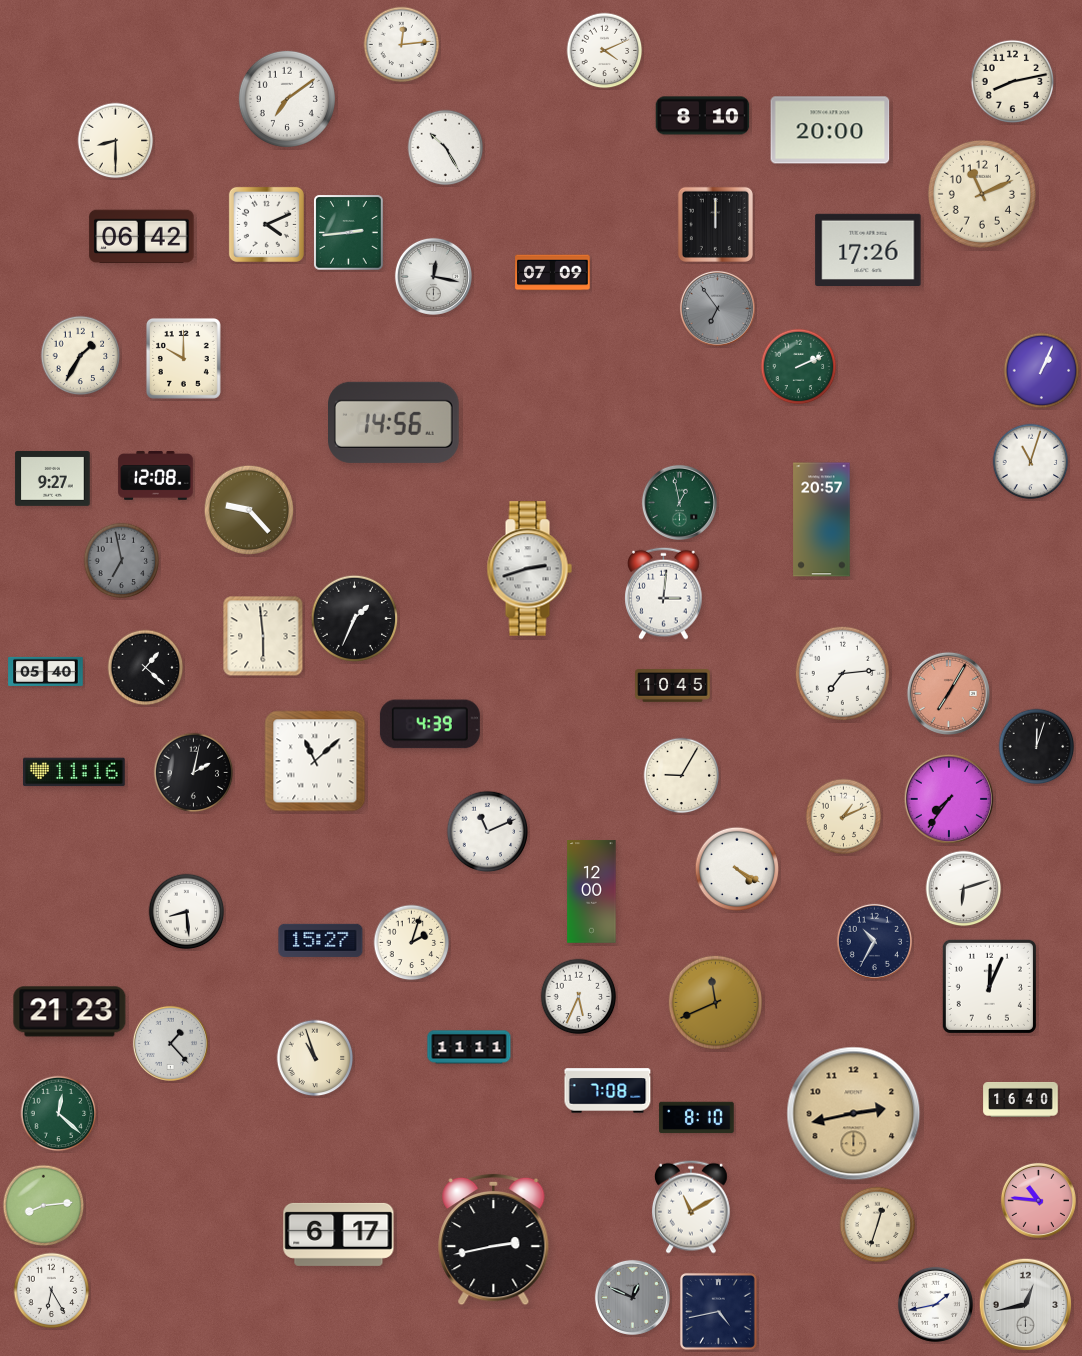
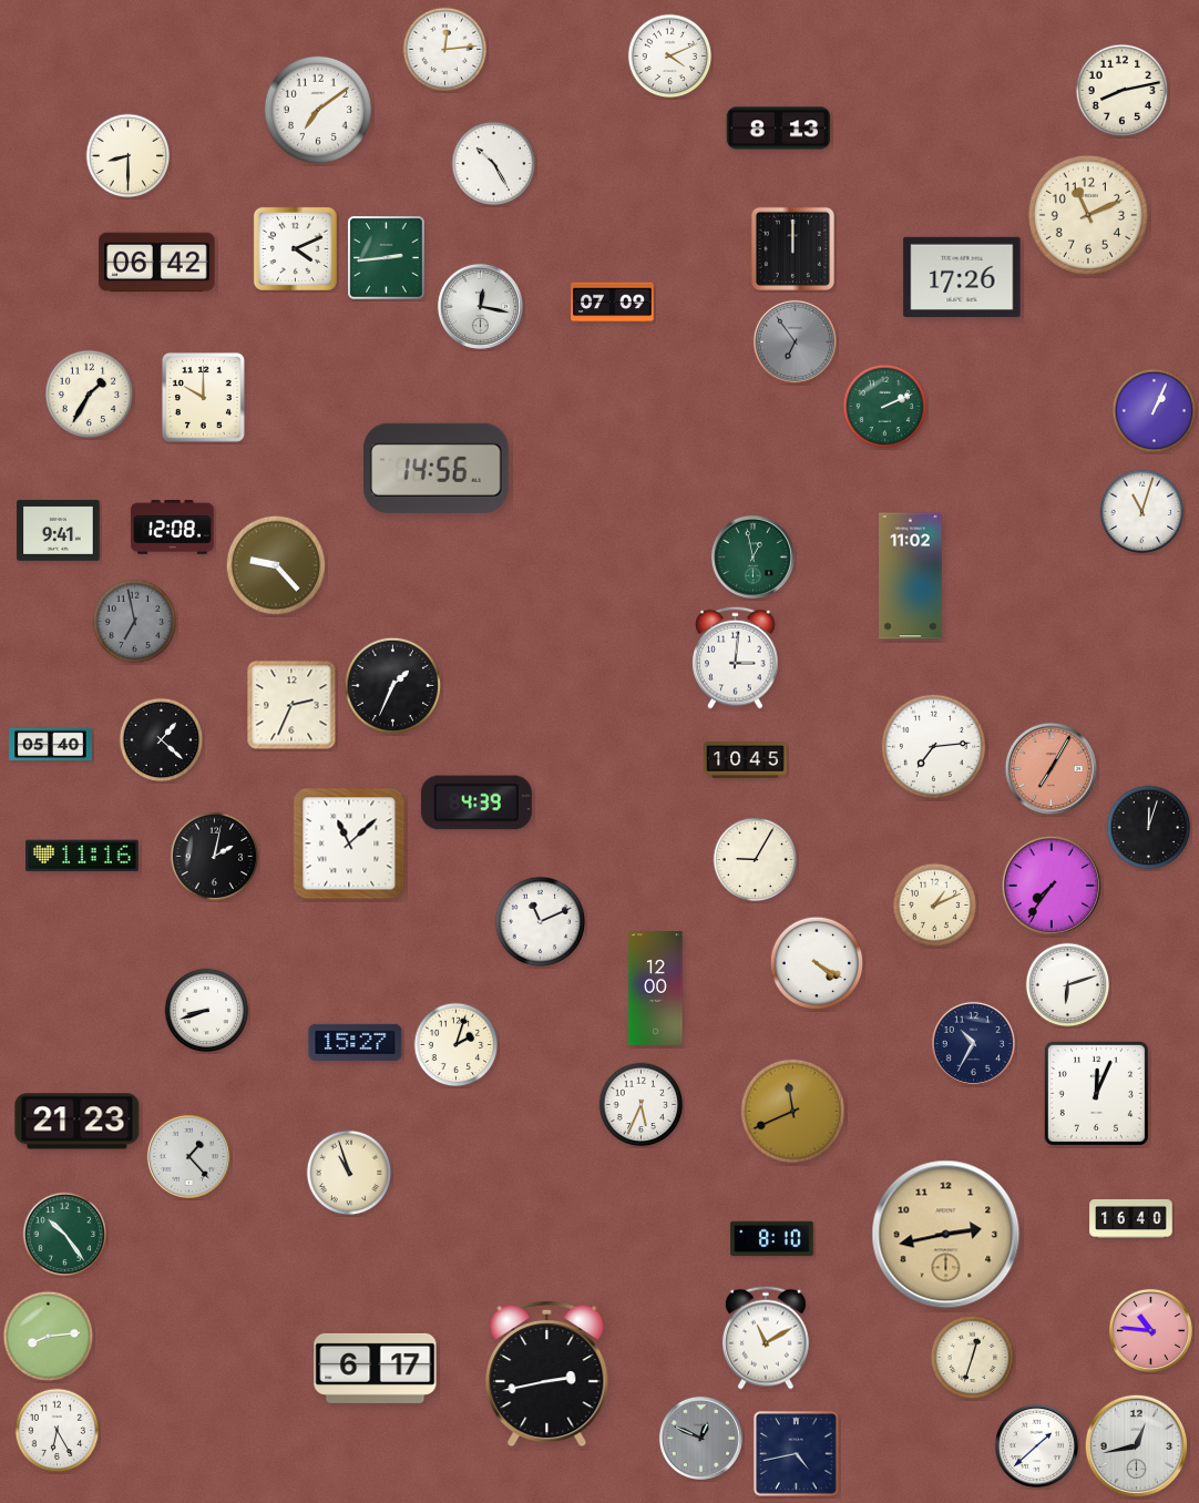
clock at (703, 116): 8:10 -> 8:13
clock at (830, 130): 20:00 -> none
clock at (53, 478): 9:27 -> 9:41
clock at (822, 520): 20:57 -> 11:02
clock at (529, 569): 2:42 -> none
clock at (263, 636): 5:59 -> 2:34
clock at (187, 912): 8:29 -> 8:42
clock at (874, 941) position: (874, 941) -> (973, 1043)
clock at (469, 1047): 11:11 -> none
clock at (608, 1091): 7:08 -> none
clock at (59, 1114): 12:22 -> 10:24
clock at (935, 1304): 1:43 -> 1:38
